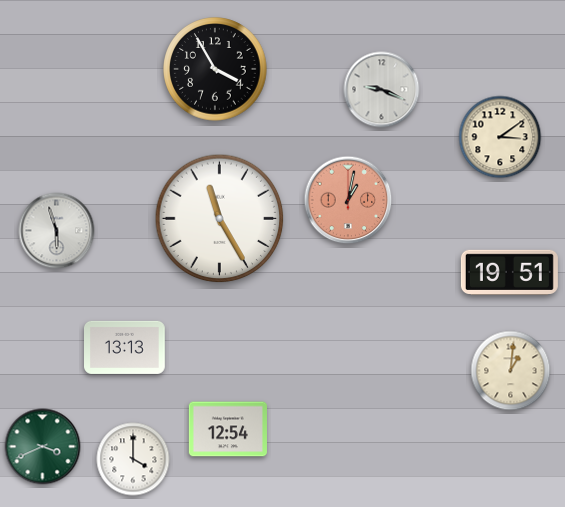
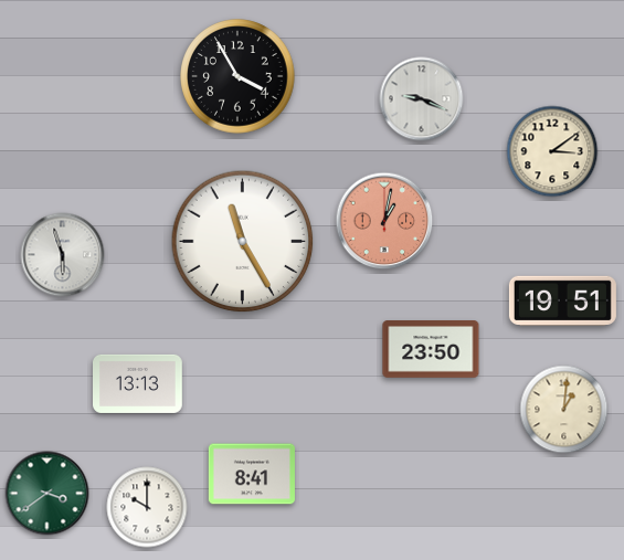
clock at (431, 350): none -> 23:50
clock at (228, 429): 12:54 -> 8:41
clock at (43, 447): 3:41 -> 3:39
clock at (133, 459): 4:00 -> 10:00
